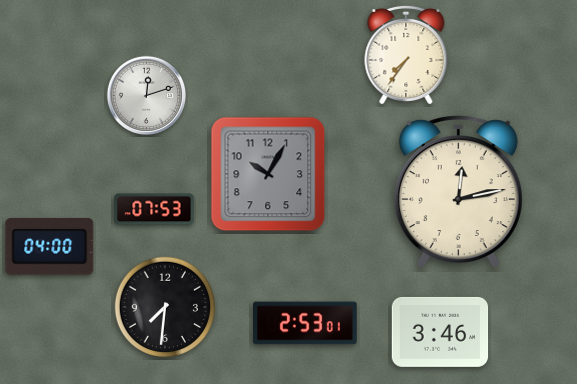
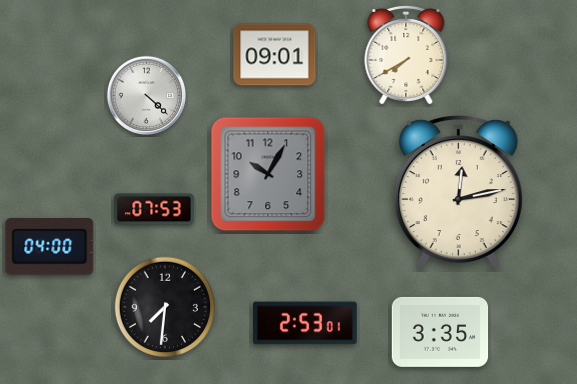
clock at (275, 55): none -> 09:01
clock at (406, 55): 7:36 -> 7:40
clock at (146, 95): 12:12 -> 4:22
clock at (440, 332): 3:46 -> 3:35
